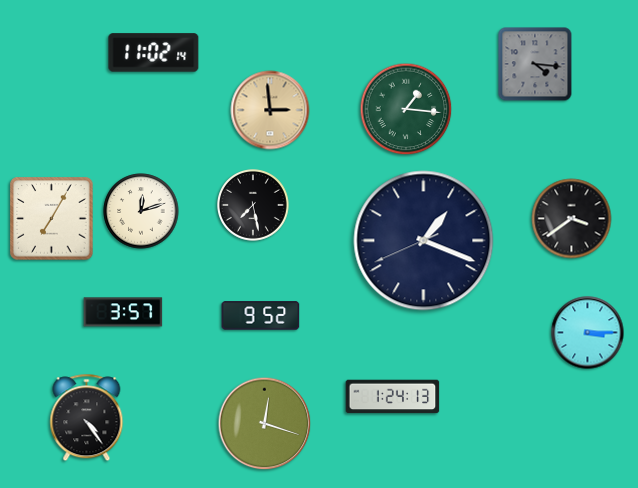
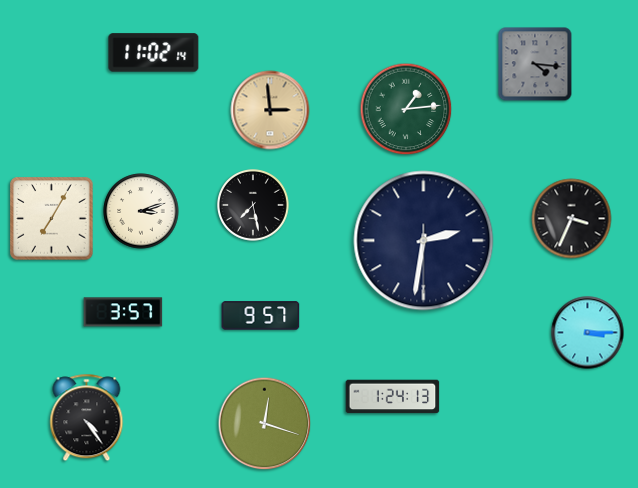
clock at (406, 109): 1:16 -> 1:14
clock at (141, 211): 12:12 -> 3:12
clock at (572, 219): 3:39 -> 3:34
clock at (424, 241): 1:18 -> 2:31
clock at (261, 316): 9:52 -> 9:57
